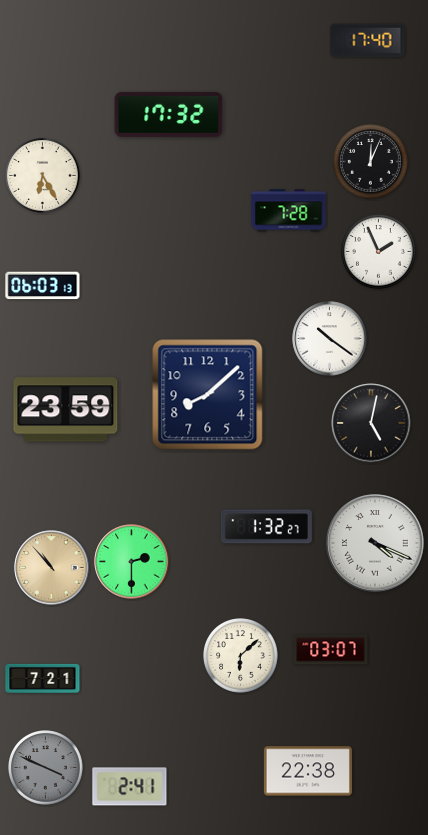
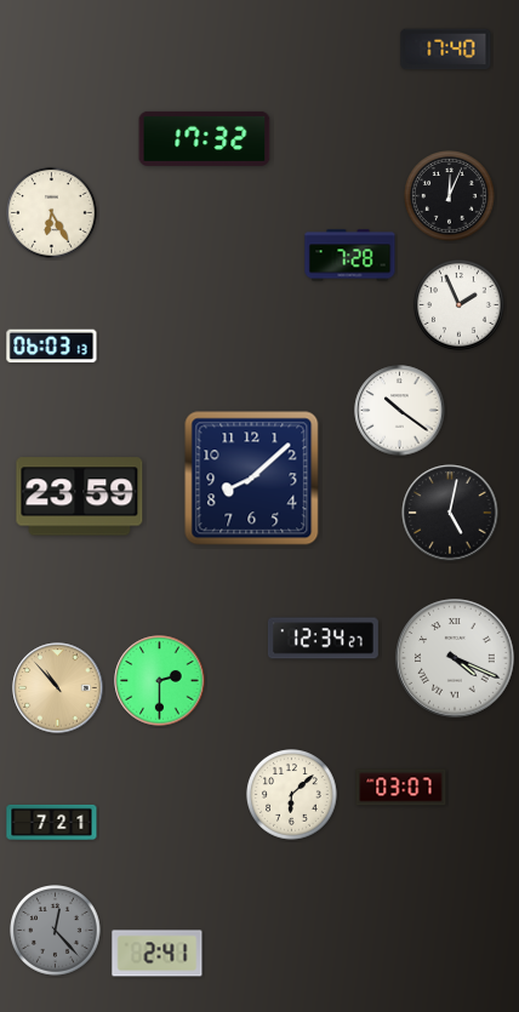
clock at (266, 527): 1:32 -> 12:34
clock at (52, 568) position: (52, 568) -> (58, 688)
clock at (46, 768): 3:49 -> 12:23
clock at (308, 771): 22:38 -> none
